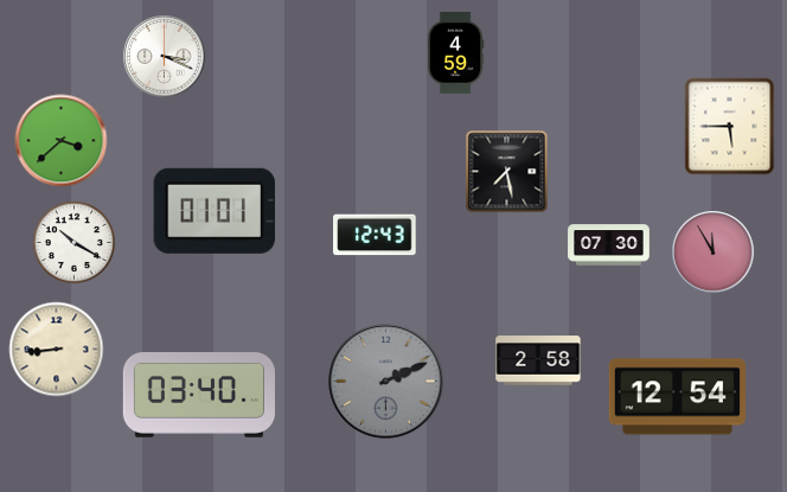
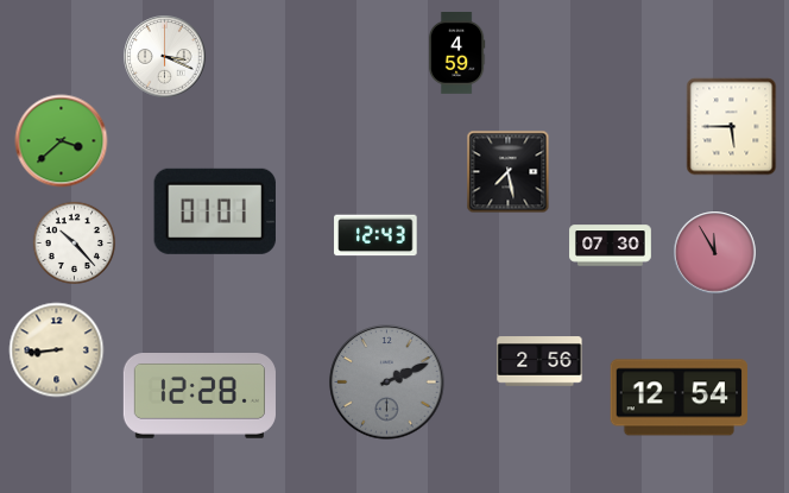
clock at (73, 242): 10:20 -> 10:23
clock at (538, 360): 2:58 -> 2:56
clock at (199, 396): 03:40 -> 12:28
